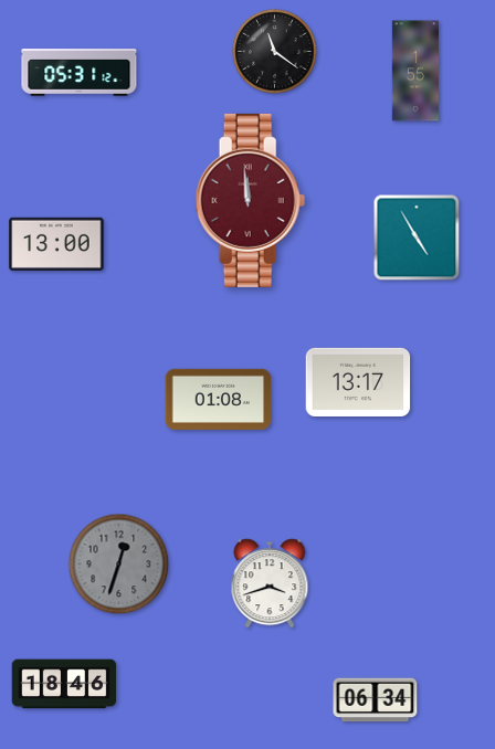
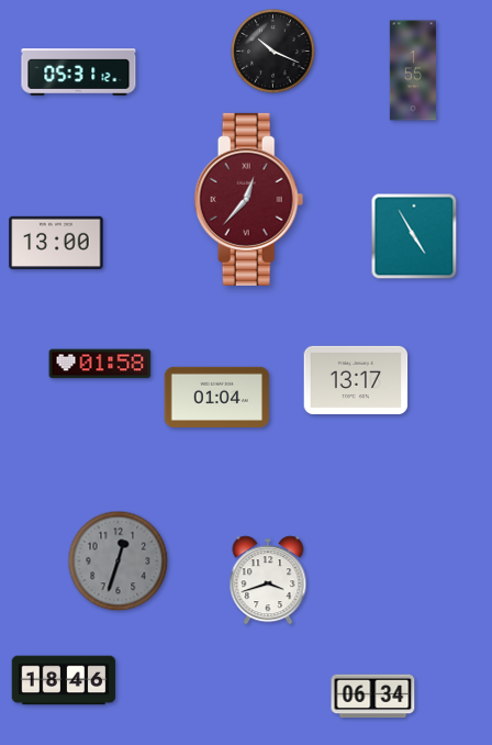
clock at (275, 52): 11:21 -> 10:19
clock at (251, 200): 11:59 -> 12:37
clock at (100, 364): none -> 01:58
clock at (218, 399): 01:08 -> 01:04
